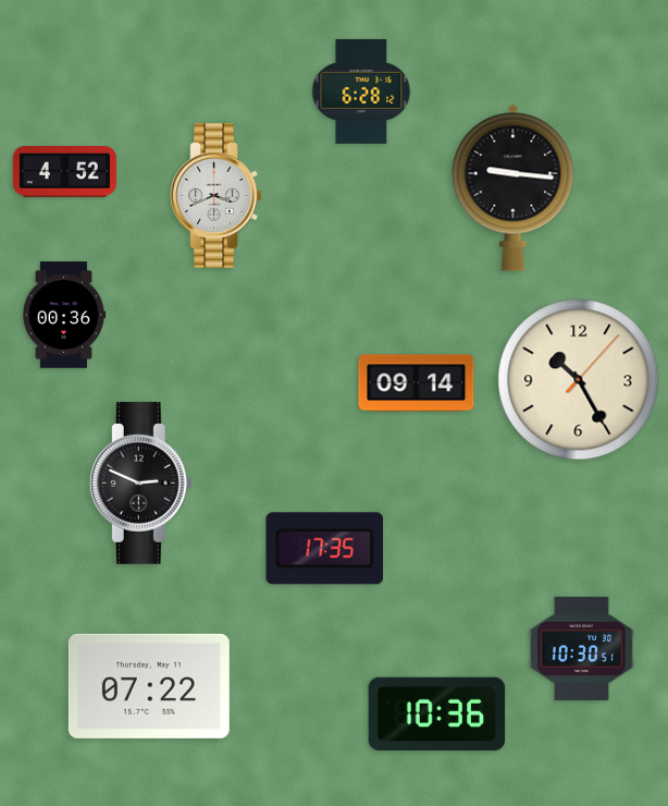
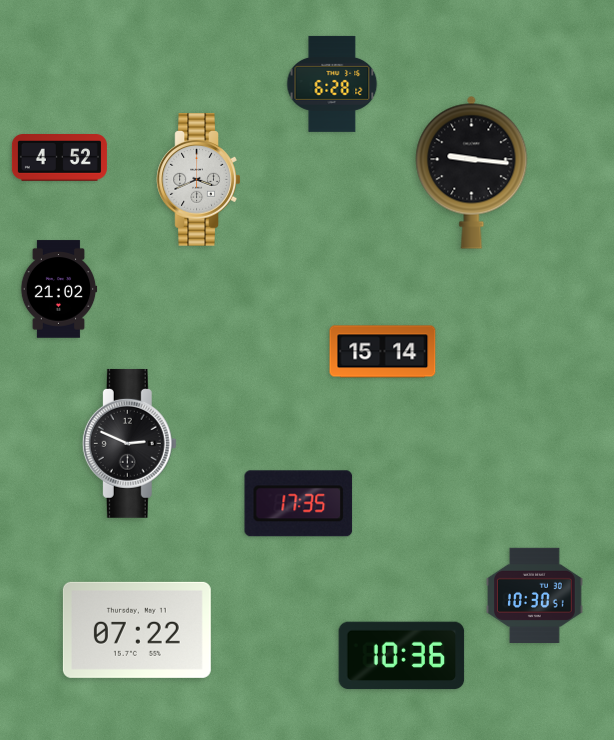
clock at (64, 315): 00:36 -> 21:02
clock at (579, 380): 10:25 -> none
clock at (417, 383): 09:14 -> 15:14
